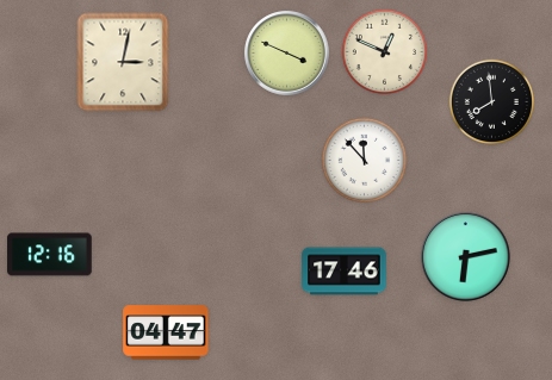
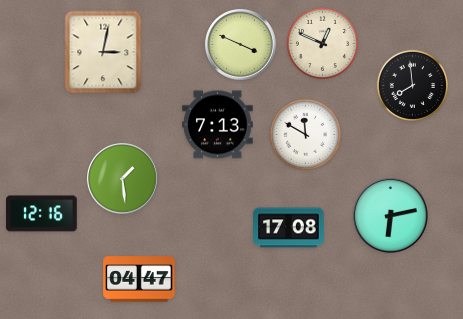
clock at (218, 125): none -> 7:13
clock at (364, 160): 11:53 -> 11:50
clock at (123, 179): none -> 1:29
clock at (345, 272): 17:46 -> 17:08
